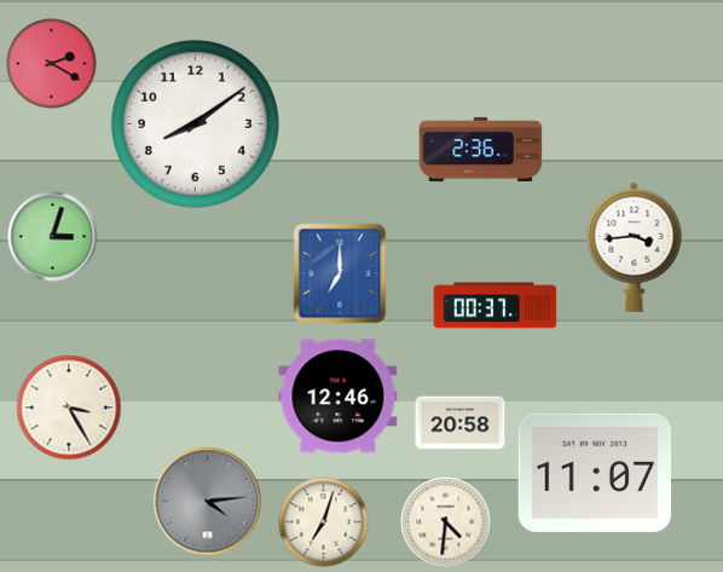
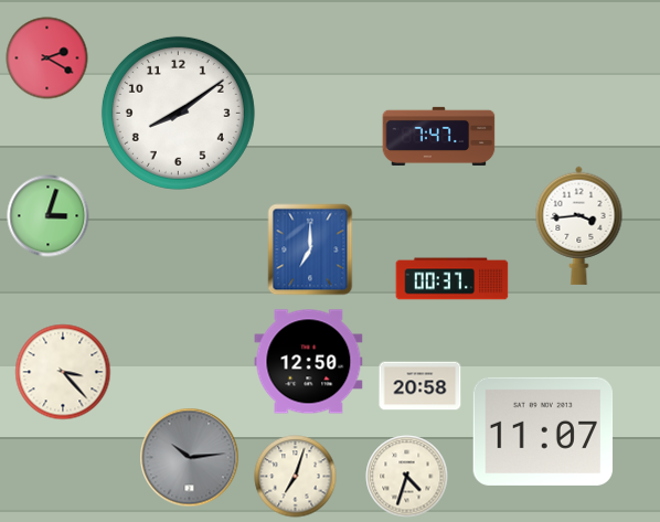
clock at (481, 149): 2:36 -> 7:47
clock at (339, 397): 12:46 -> 12:50
clock at (69, 408): 3:25 -> 3:23
clock at (208, 502): 4:14 -> 10:14
clock at (446, 522): 4:31 -> 4:33
